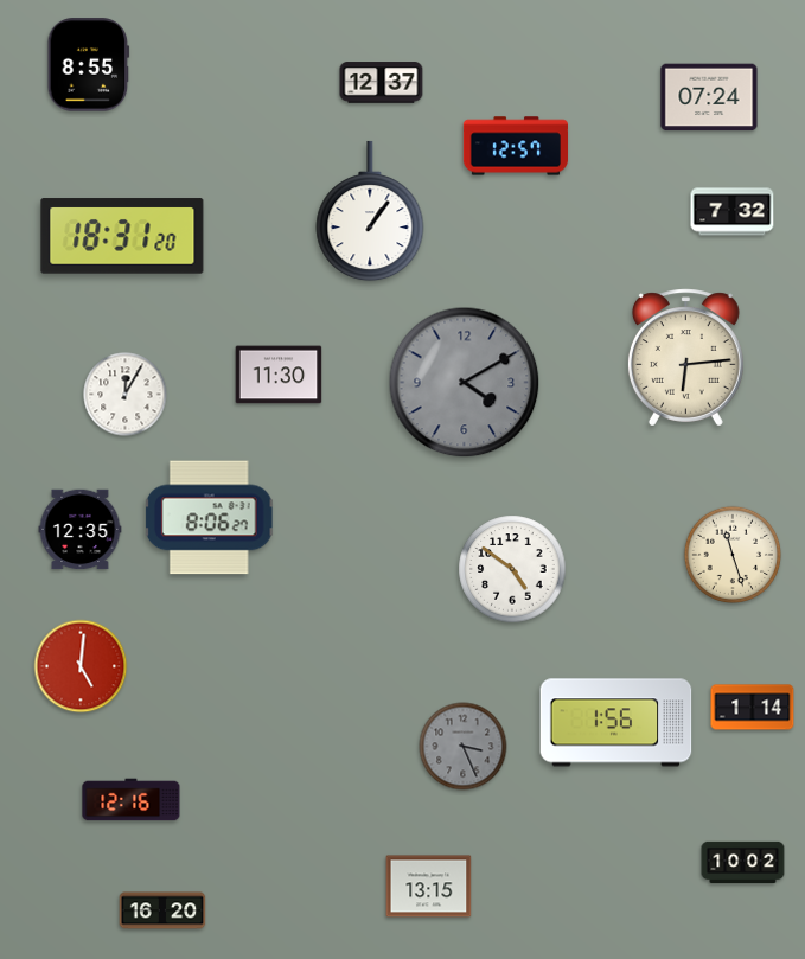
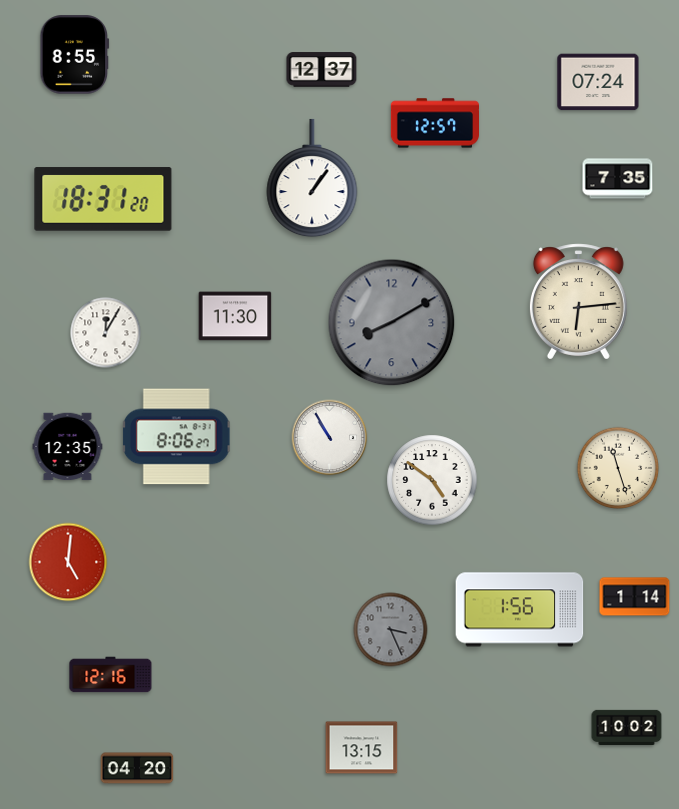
clock at (733, 212): 7:32 -> 7:35
clock at (465, 383): 4:10 -> 8:10
clock at (330, 438): none -> 10:55
clock at (162, 910): 16:20 -> 04:20
